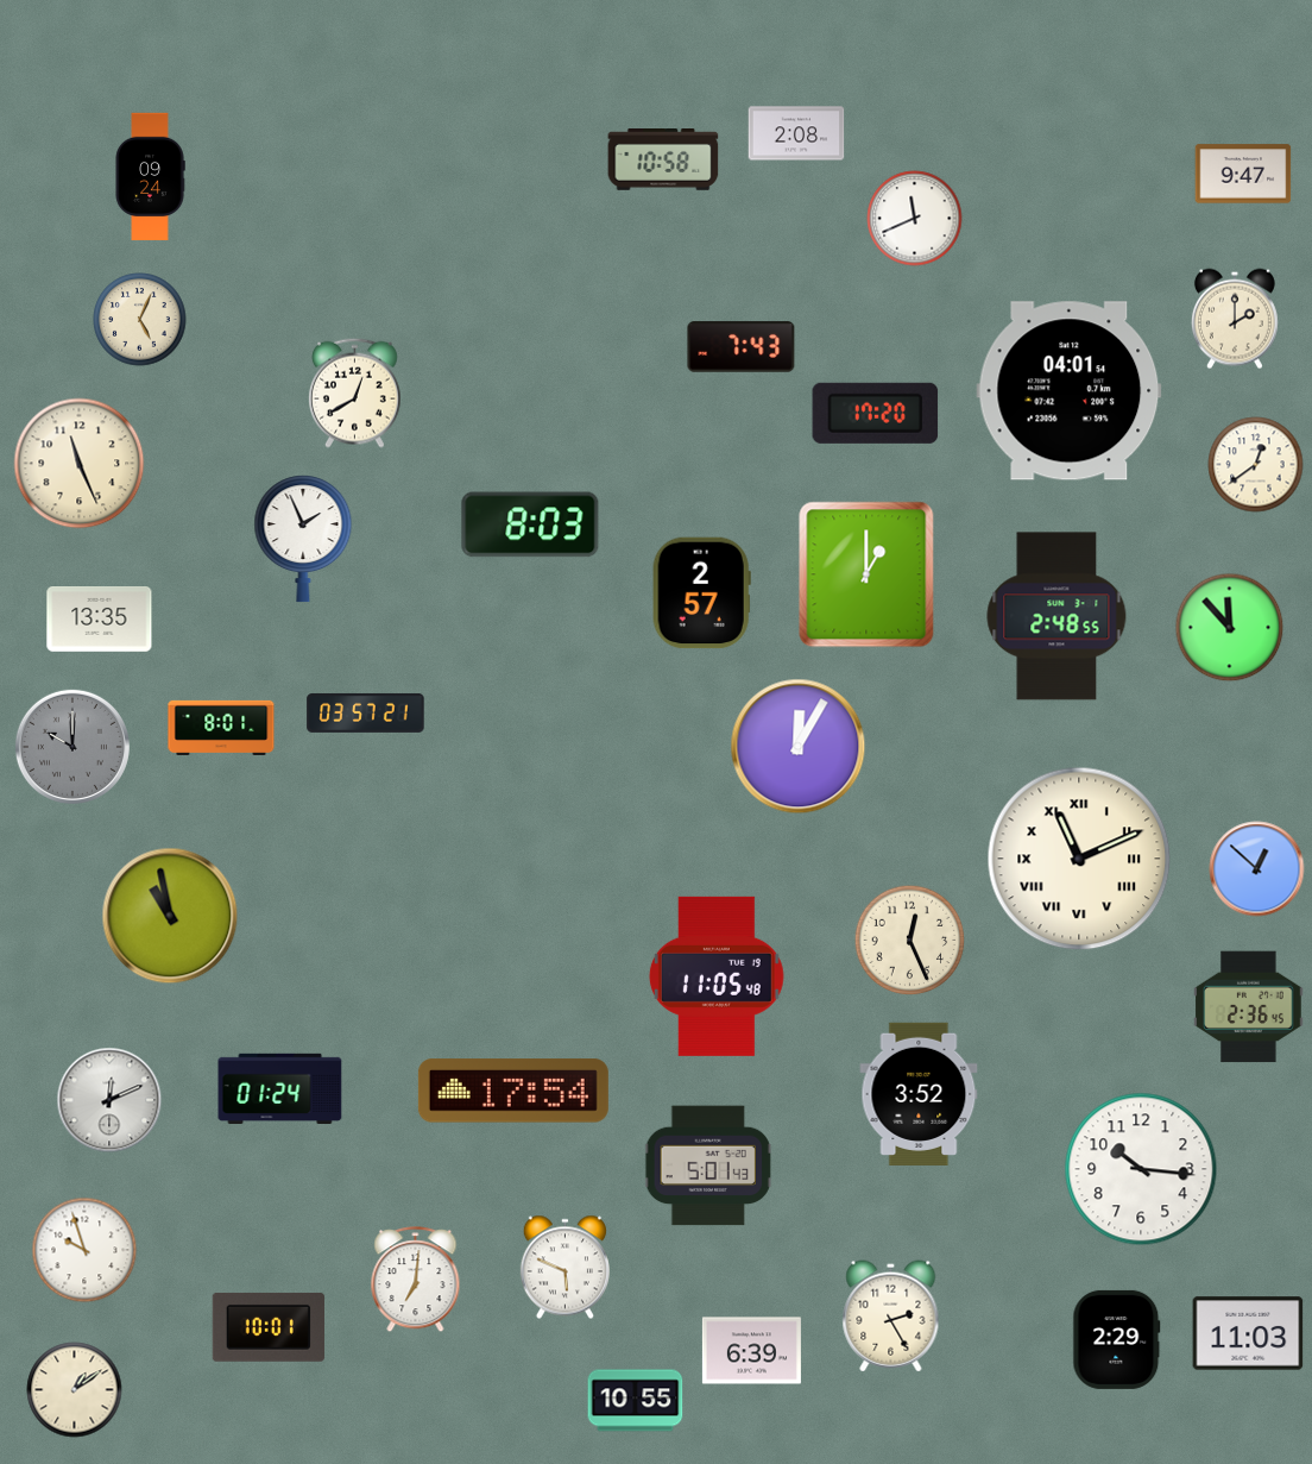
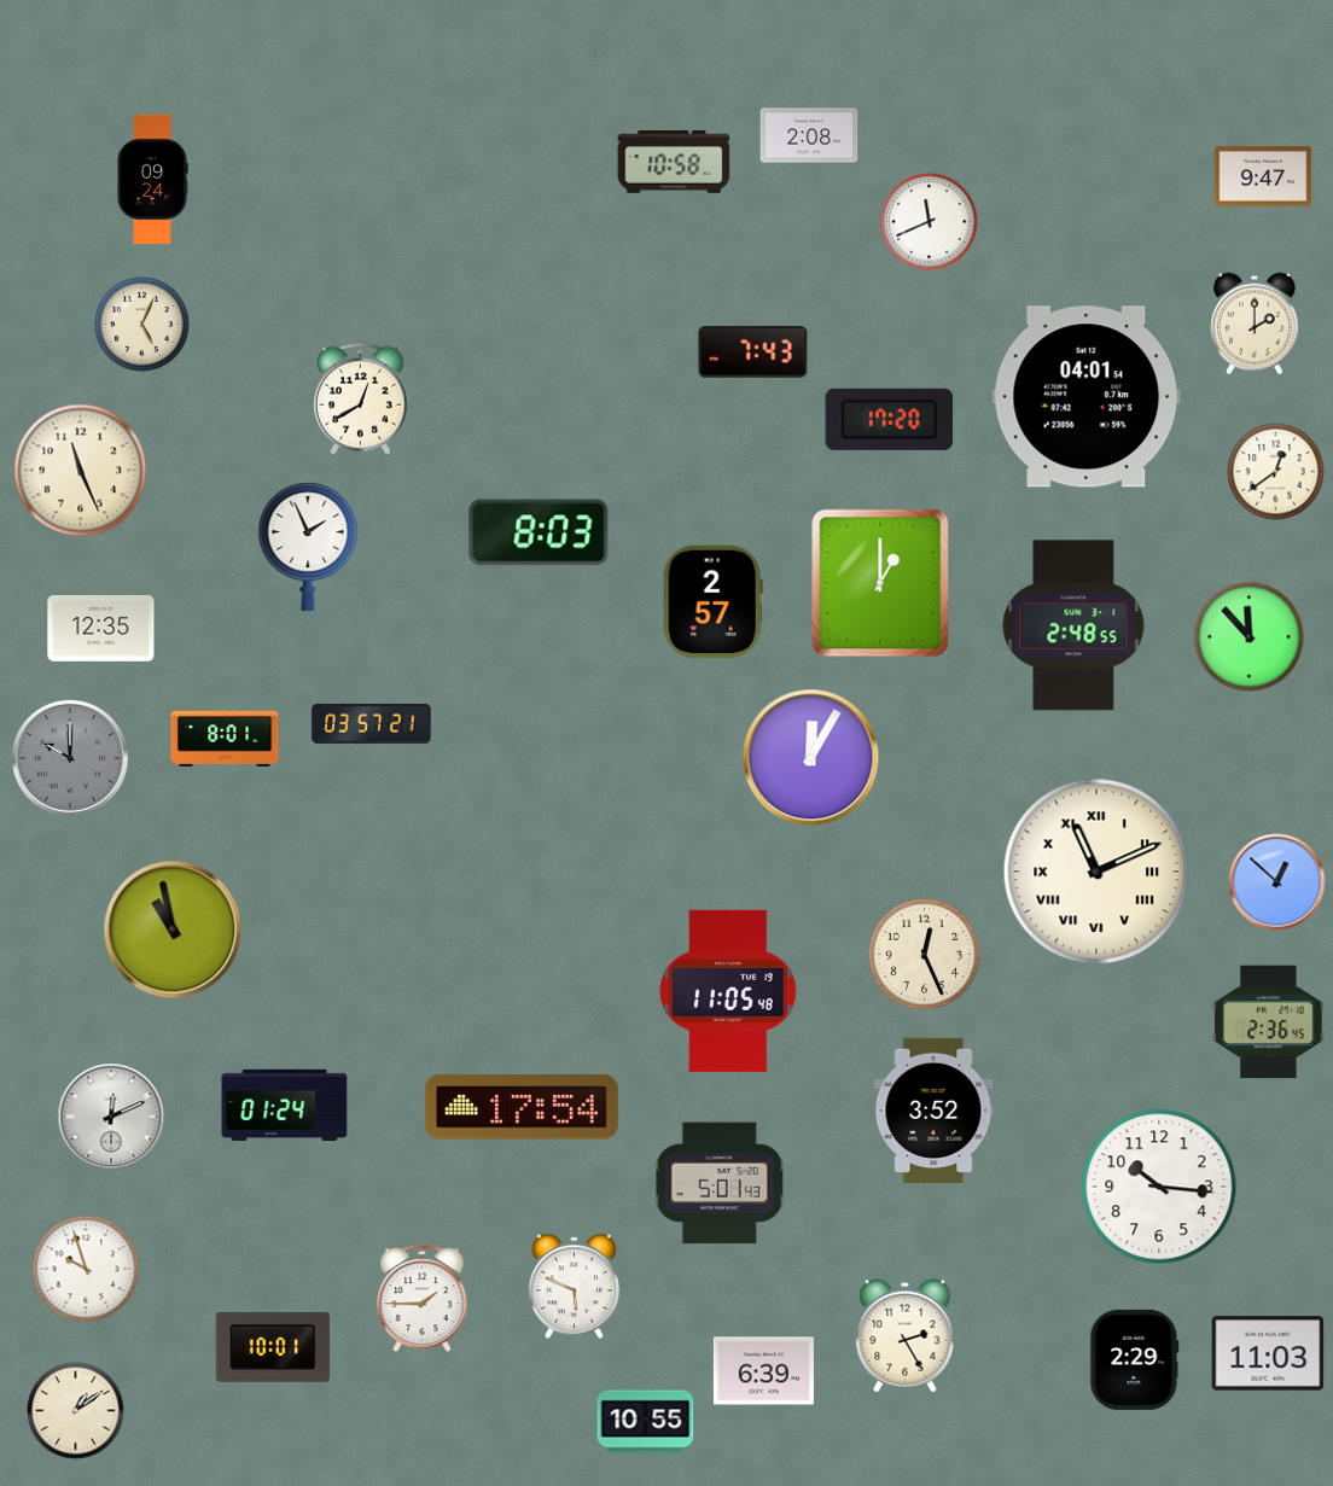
clock at (100, 620): 13:35 -> 12:35
clock at (72, 747) position: (72, 747) -> (70, 758)
clock at (416, 1280): 7:01 -> 1:45
